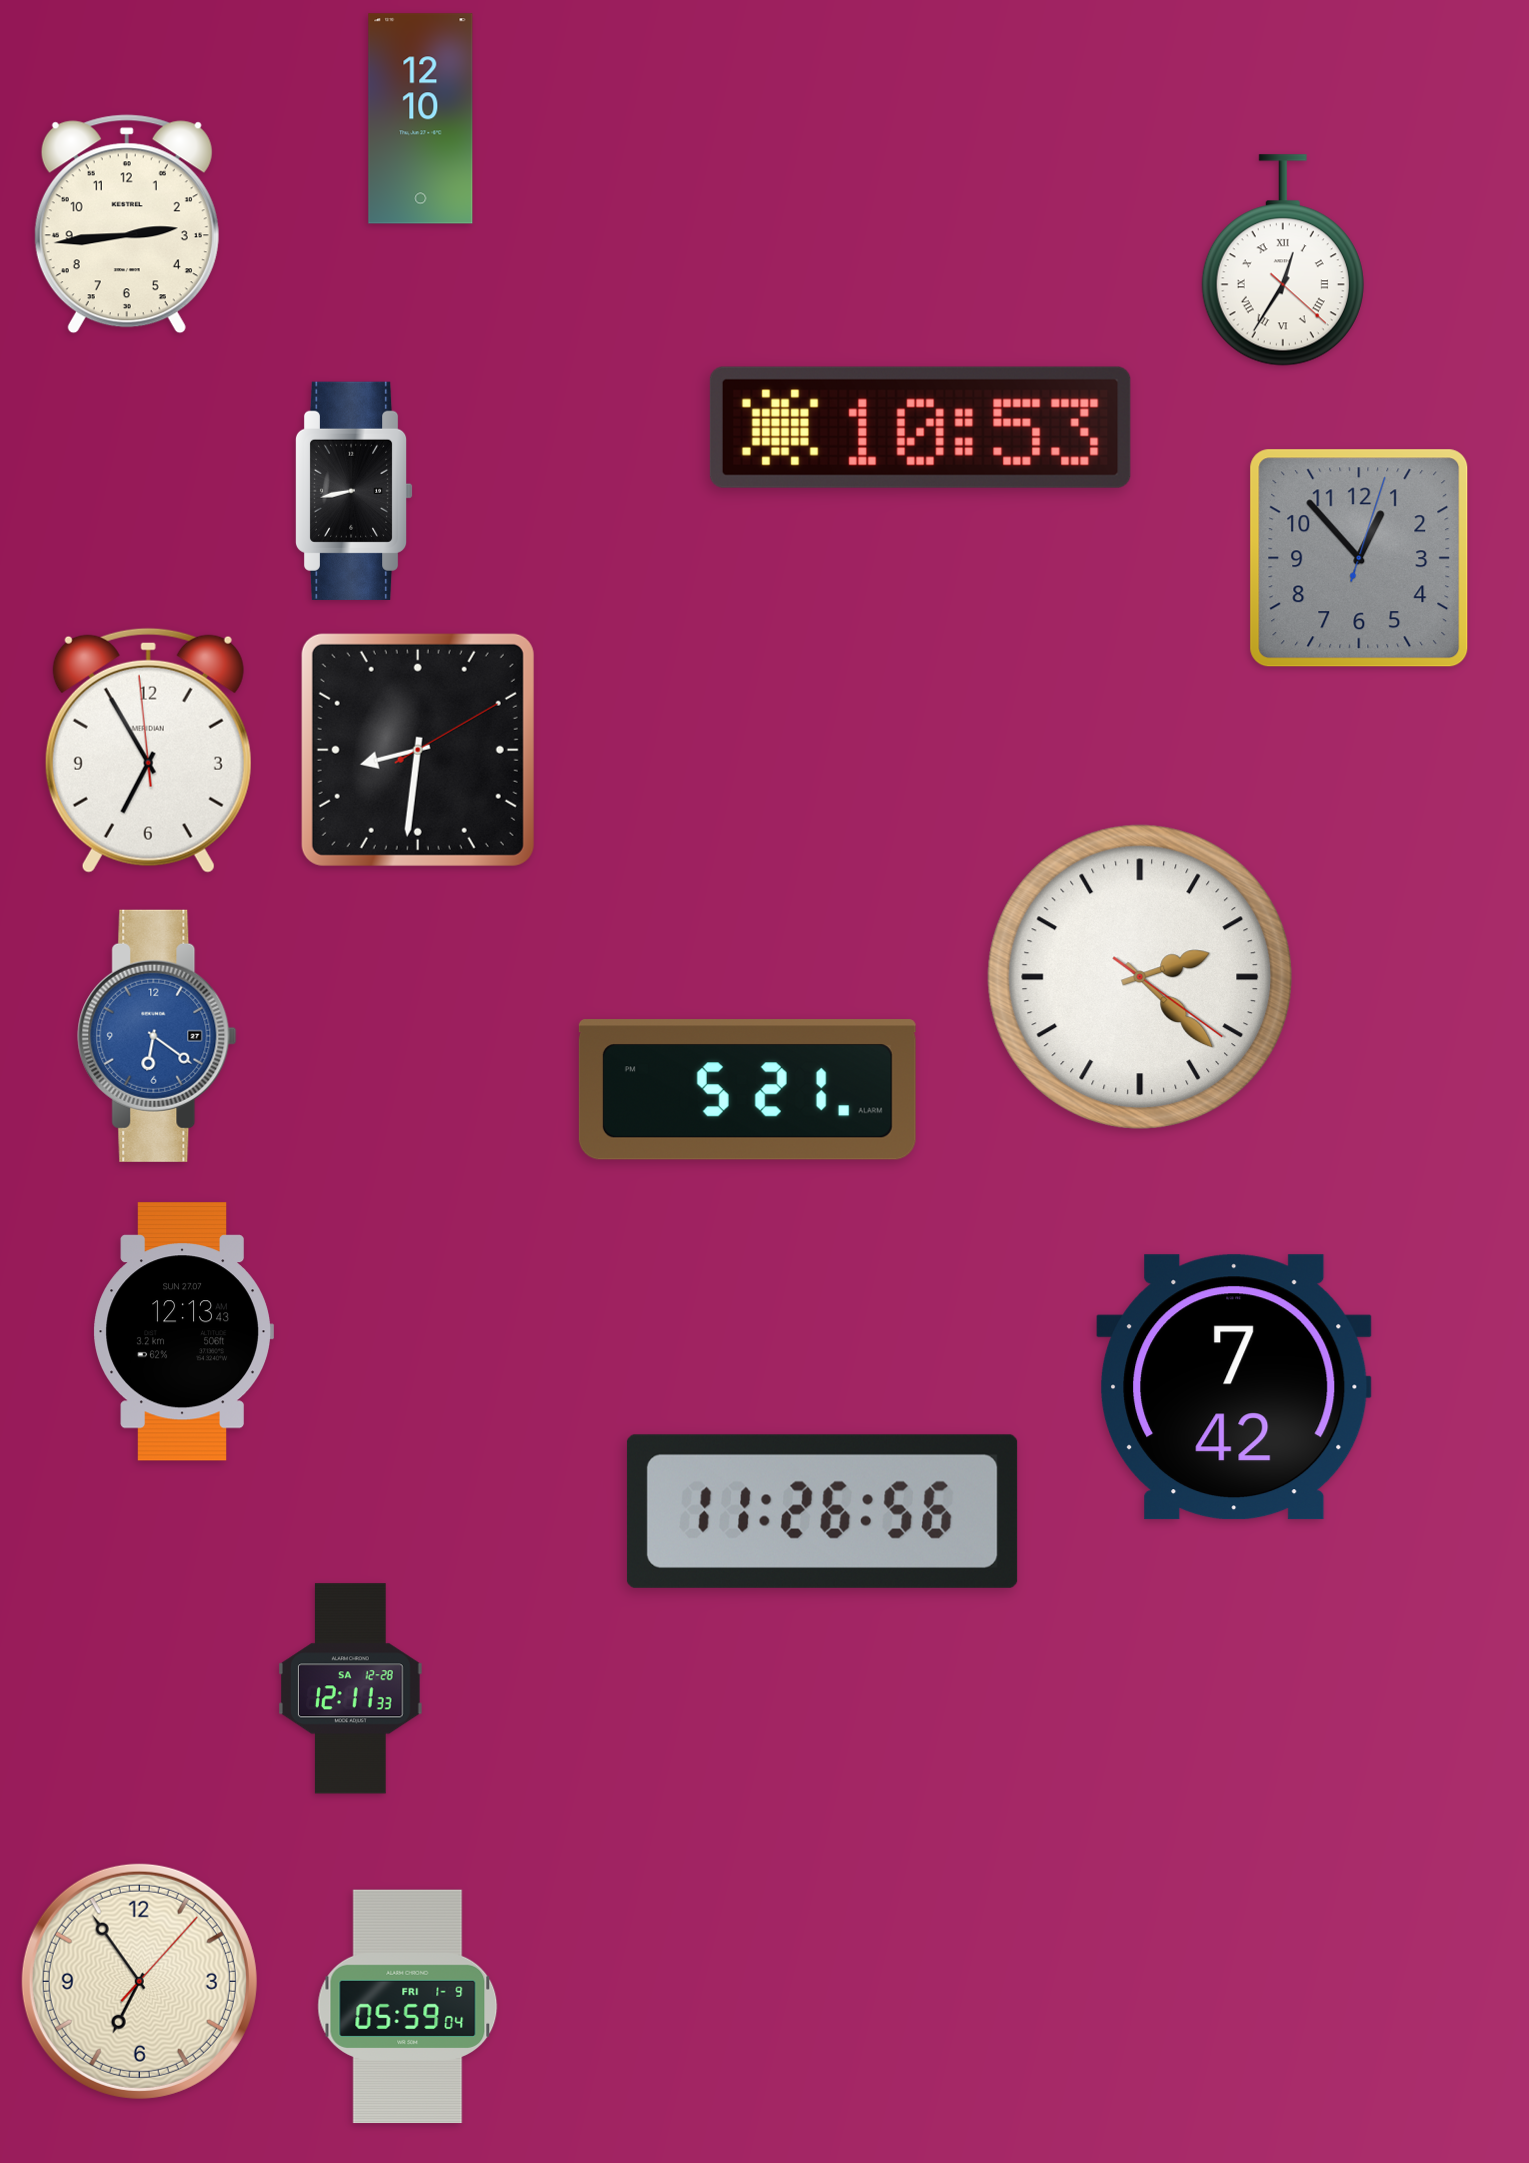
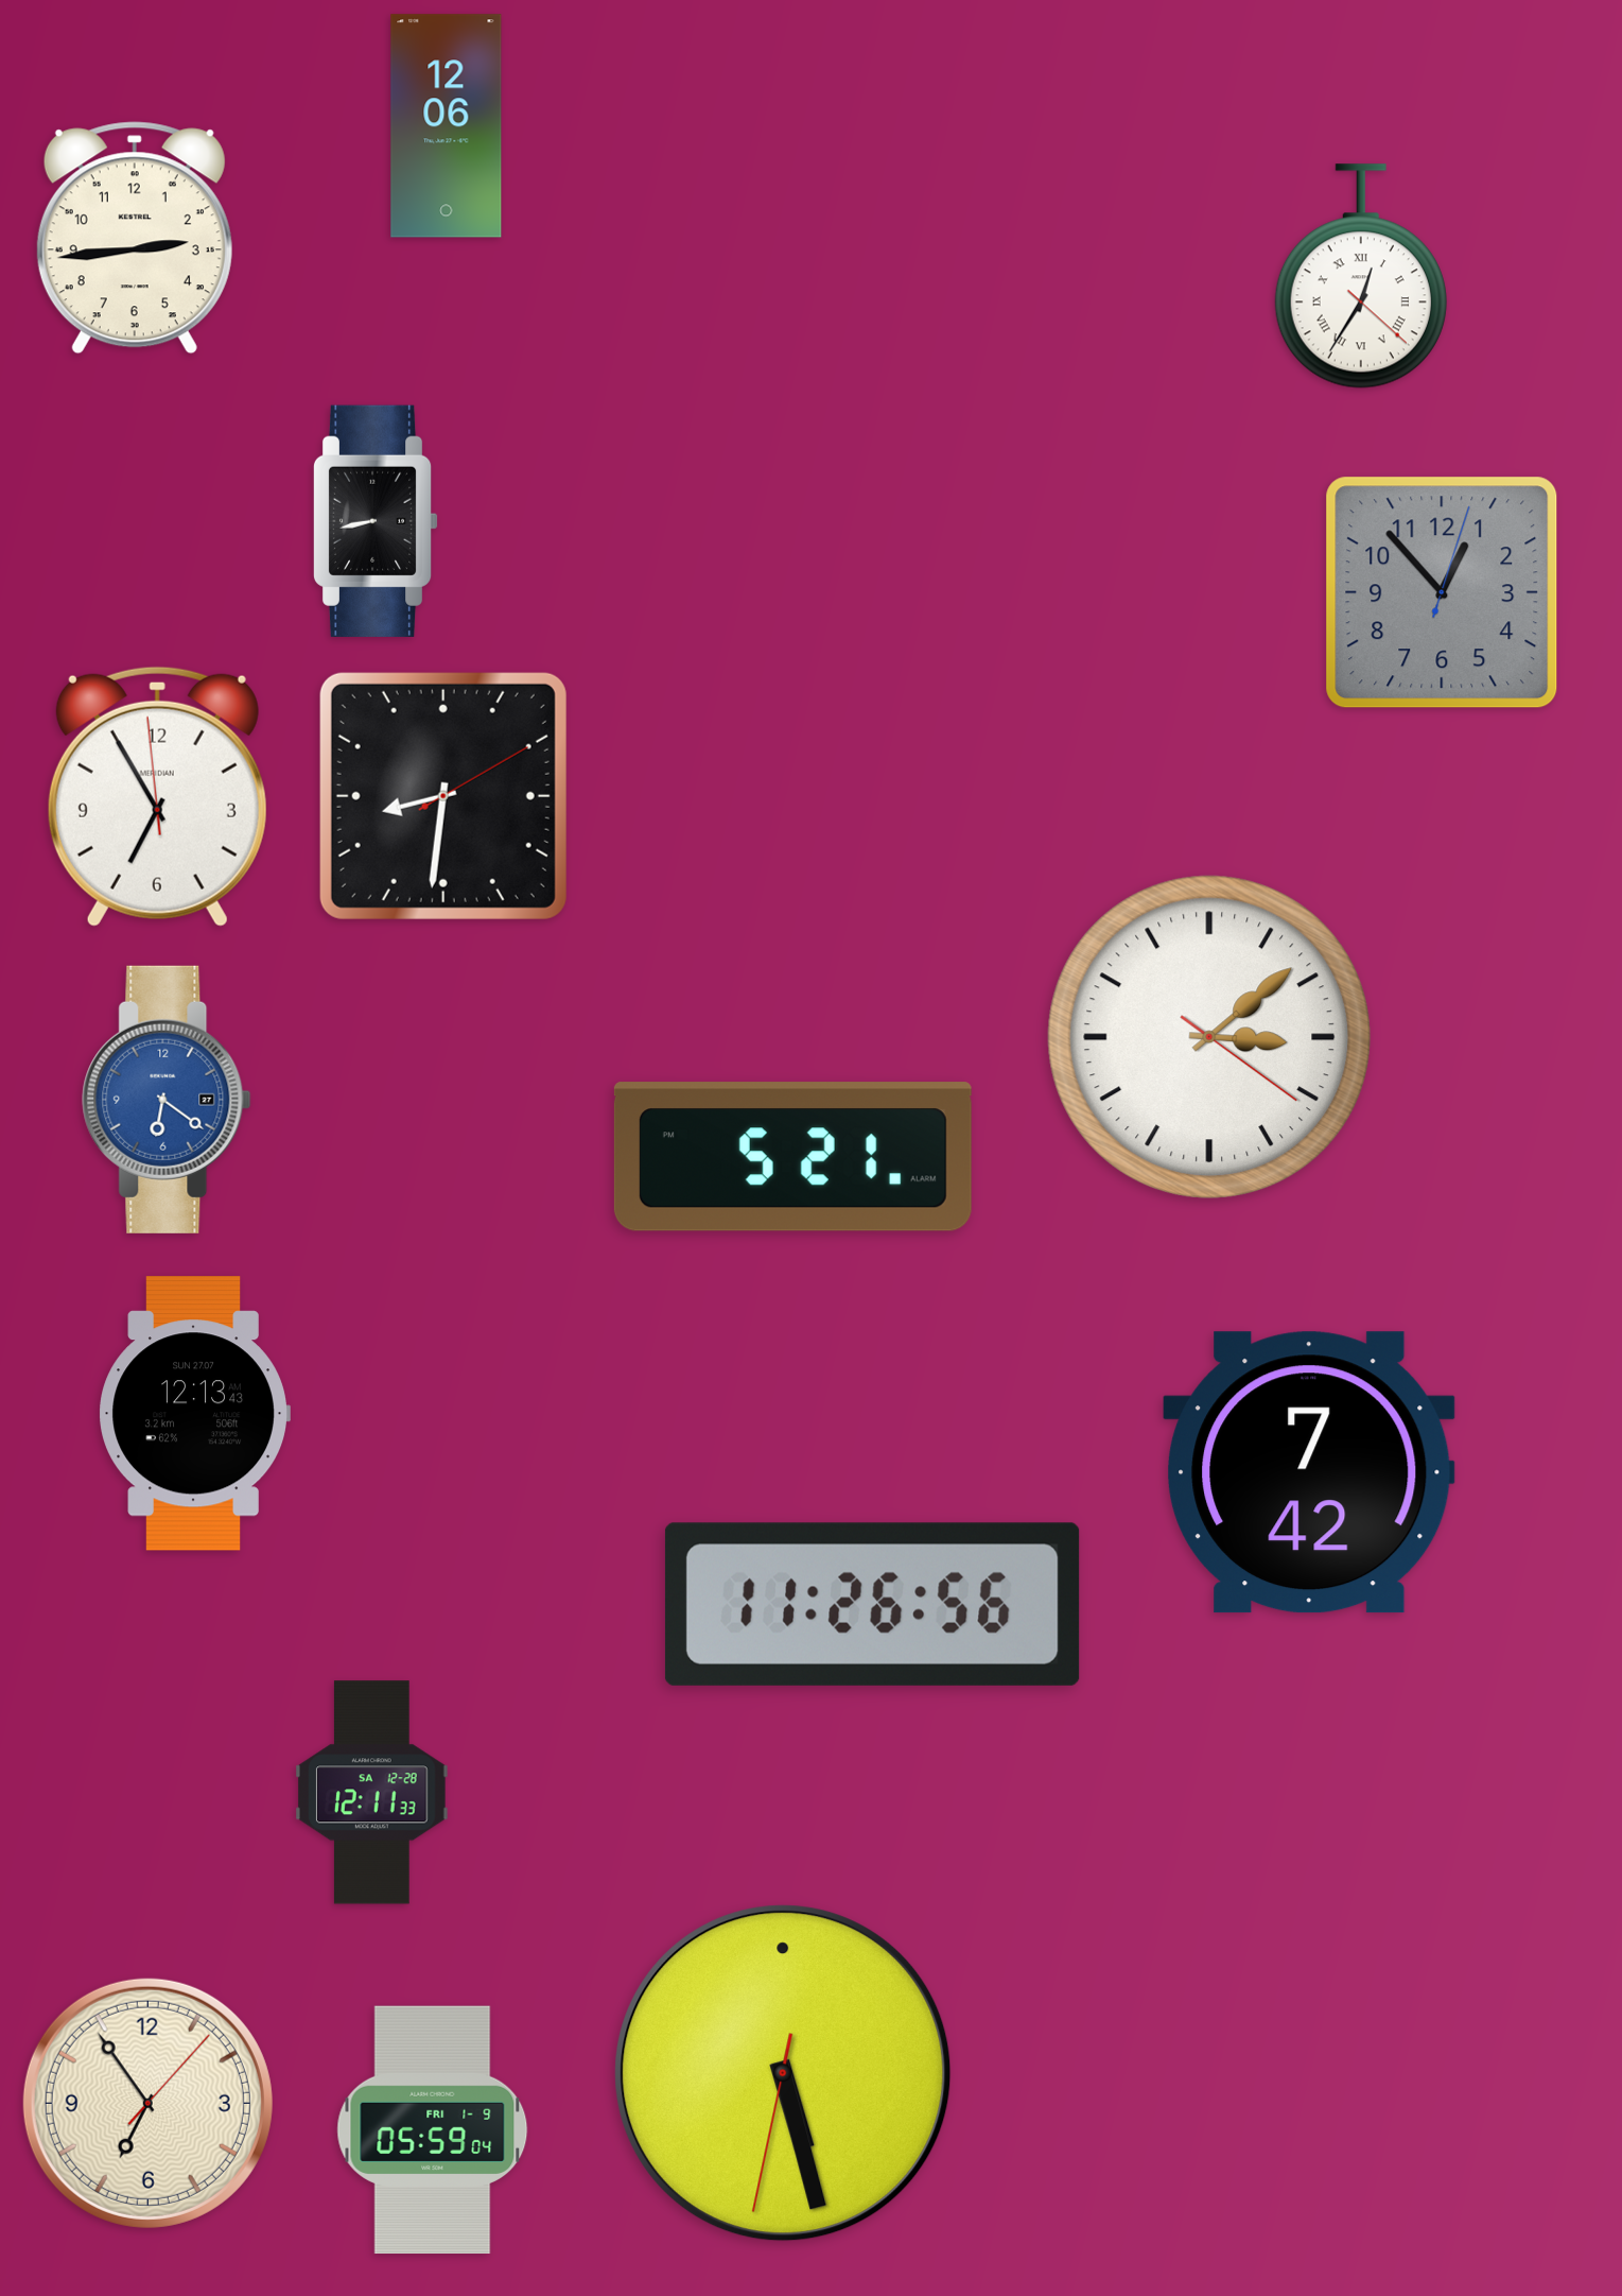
clock at (421, 119): 12:10 -> 12:06
clock at (920, 427): 10:53 -> none
clock at (1140, 977): 2:22 -> 3:08
clock at (783, 2073): none -> 5:27
